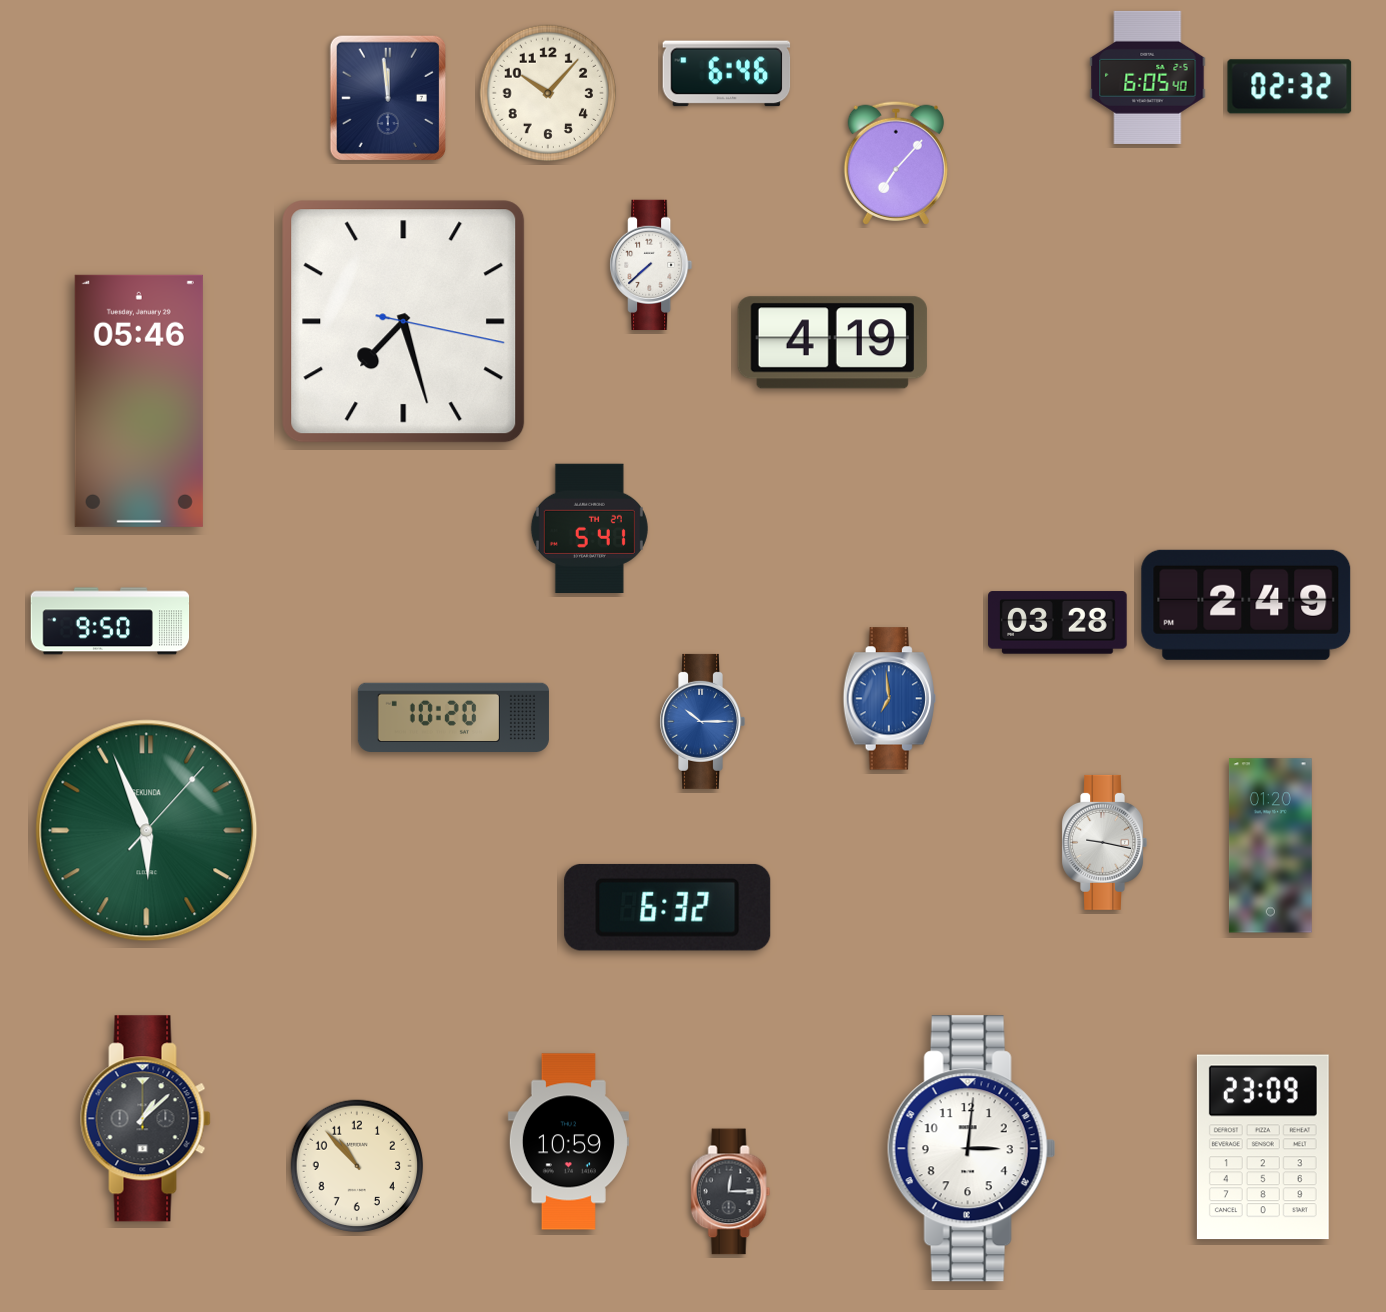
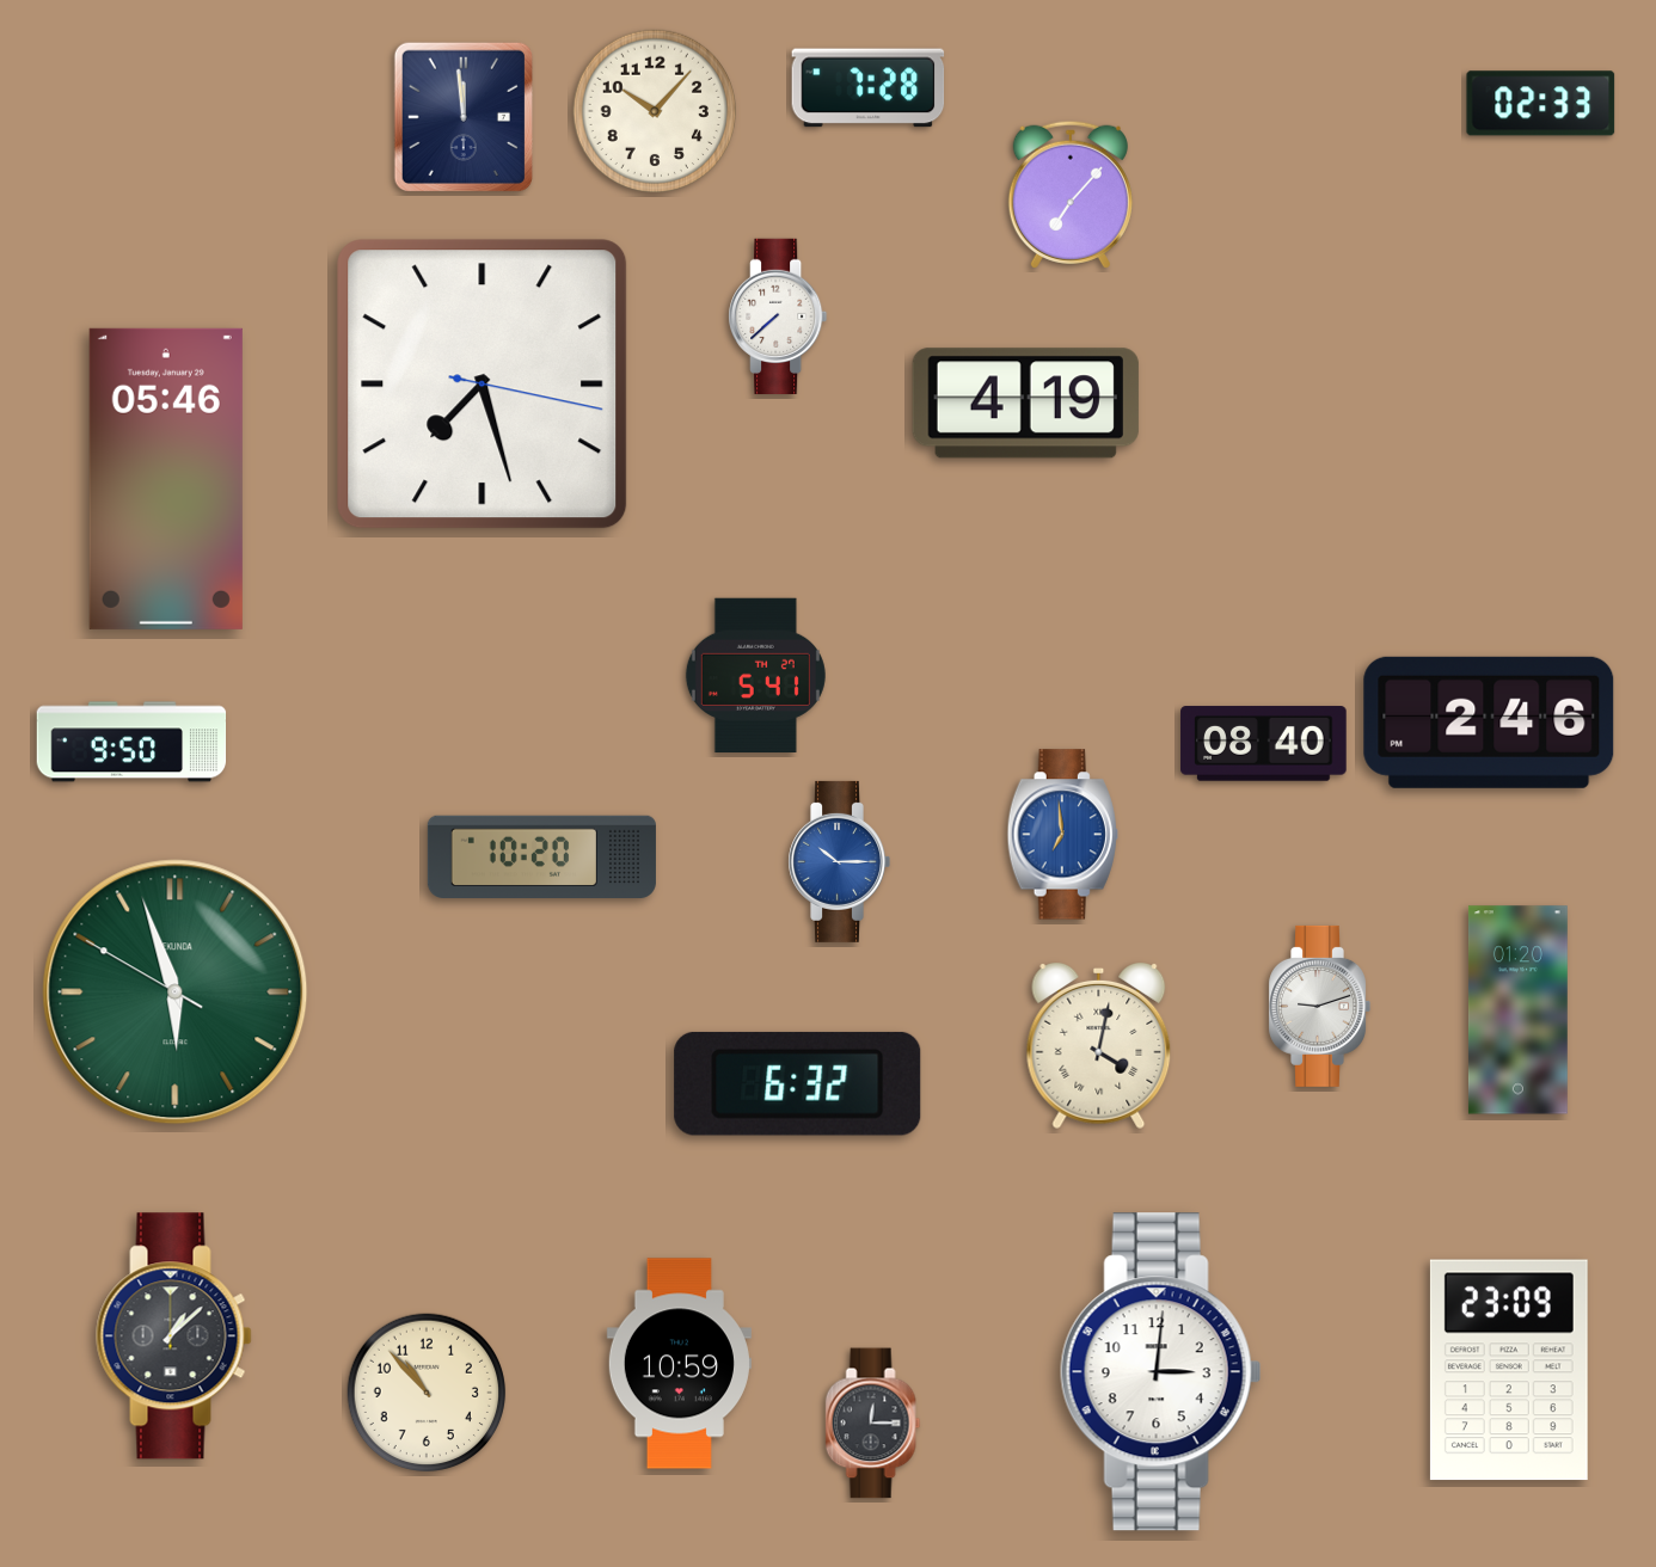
clock at (727, 74): 6:46 -> 7:28
clock at (1148, 77): 6:05 -> none
clock at (1290, 87): 02:32 -> 02:33
clock at (832, 343) position: (832, 343) -> (1025, 404)
clock at (589, 528) position: (589, 528) -> (755, 675)
clock at (1246, 605): 2:49 -> 2:46
clock at (1058, 623): 03:28 -> 08:40
clock at (147, 831): 5:56:07 -> 5:56:50
clock at (1104, 842): 9:17 -> 9:12
clock at (1099, 1046): none -> 4:02
